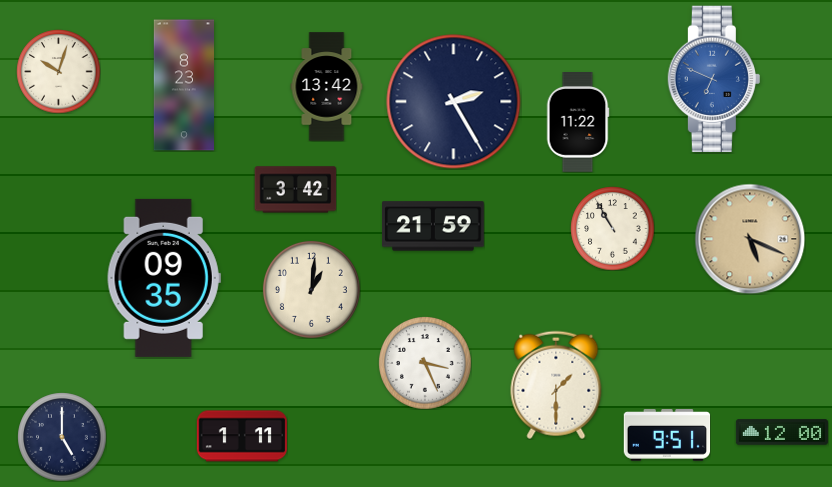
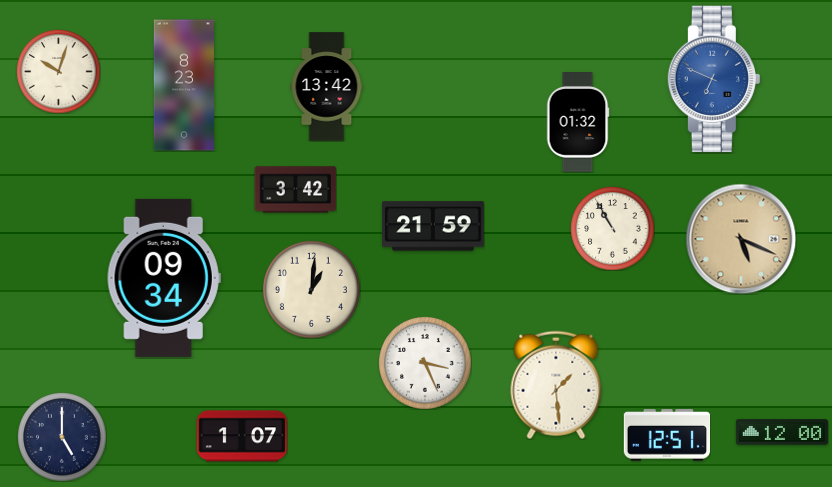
clock at (454, 102): 2:25 -> none
clock at (578, 123): 11:22 -> 01:32
clock at (750, 239) position: (750, 239) -> (741, 239)
clock at (164, 278): 09:35 -> 09:34
clock at (556, 385): 1:30 -> 1:29
clock at (242, 436): 1:11 -> 1:07
clock at (667, 436): 9:51 -> 12:51
